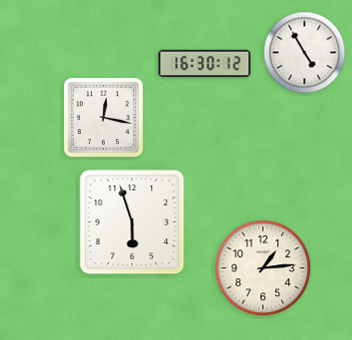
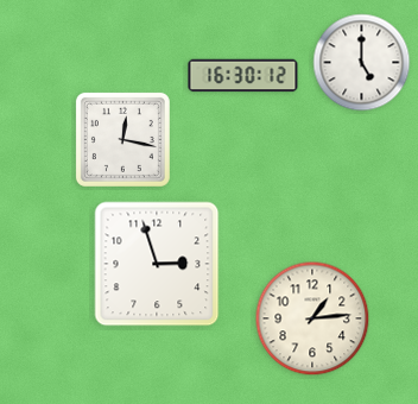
clock at (305, 53): 4:55 -> 5:00
clock at (132, 222): 5:57 -> 2:57
